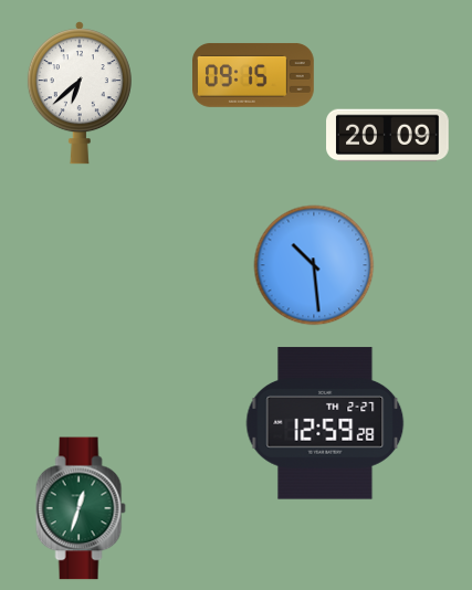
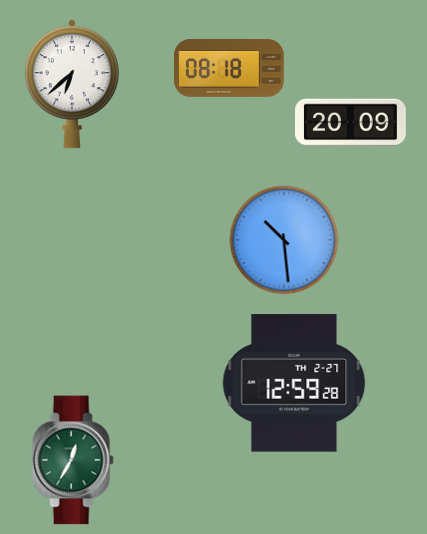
clock at (254, 75): 09:15 -> 08:18
clock at (81, 508): 12:33 -> 12:35
